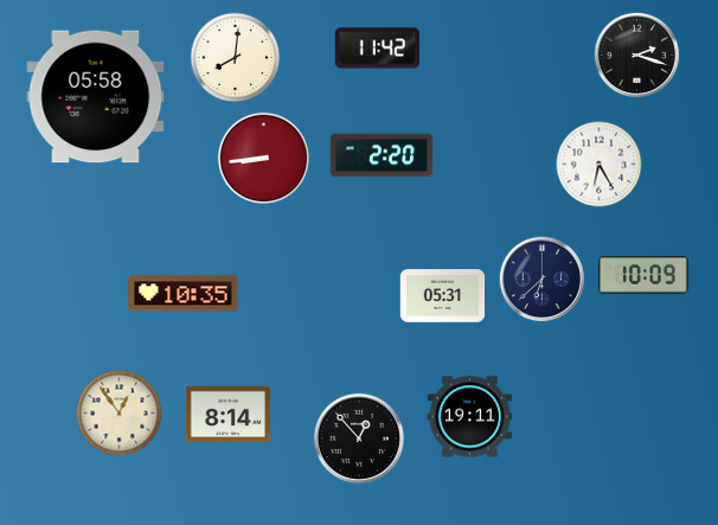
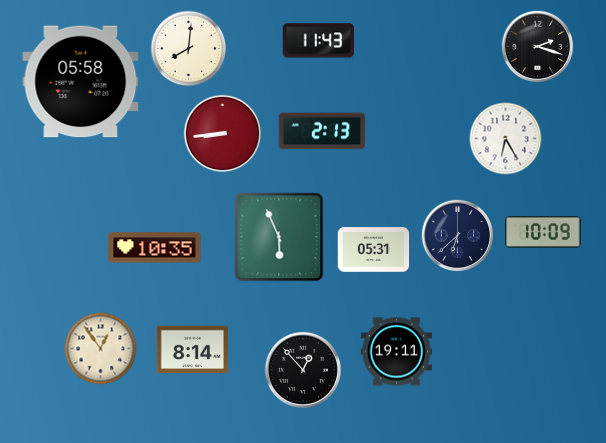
clock at (377, 49): 11:42 -> 11:43
clock at (236, 58) position: (236, 58) -> (189, 49)
clock at (382, 155): 2:20 -> 2:13
clock at (279, 237): none -> 5:56
